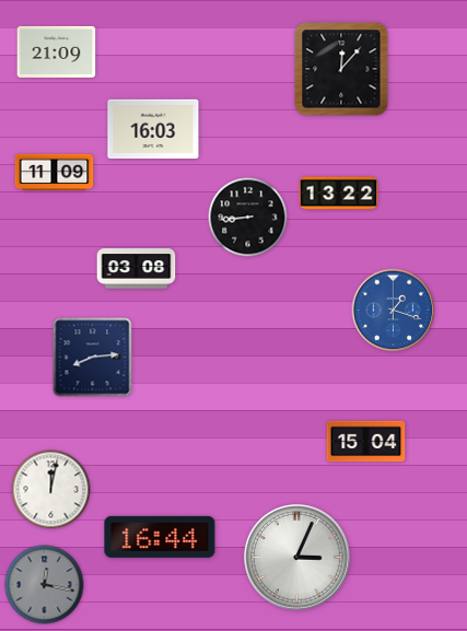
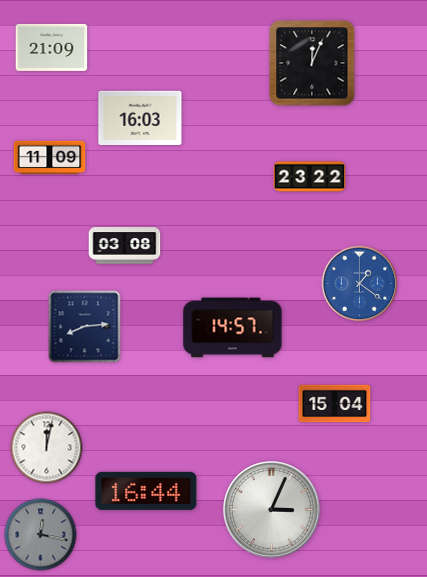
clock at (341, 69): 12:07 -> 12:04
clock at (339, 194): 13:22 -> 23:22
clock at (248, 218): 8:44 -> none
clock at (394, 311): 1:18 -> 1:21
clock at (233, 328): none -> 14:57
